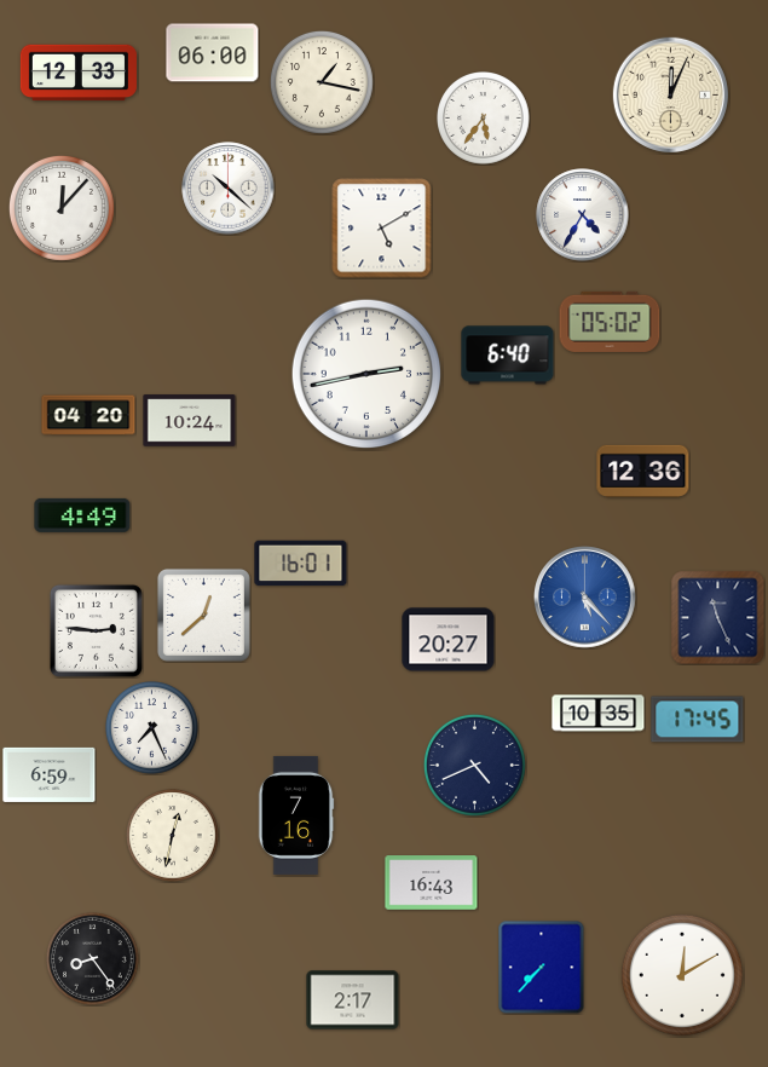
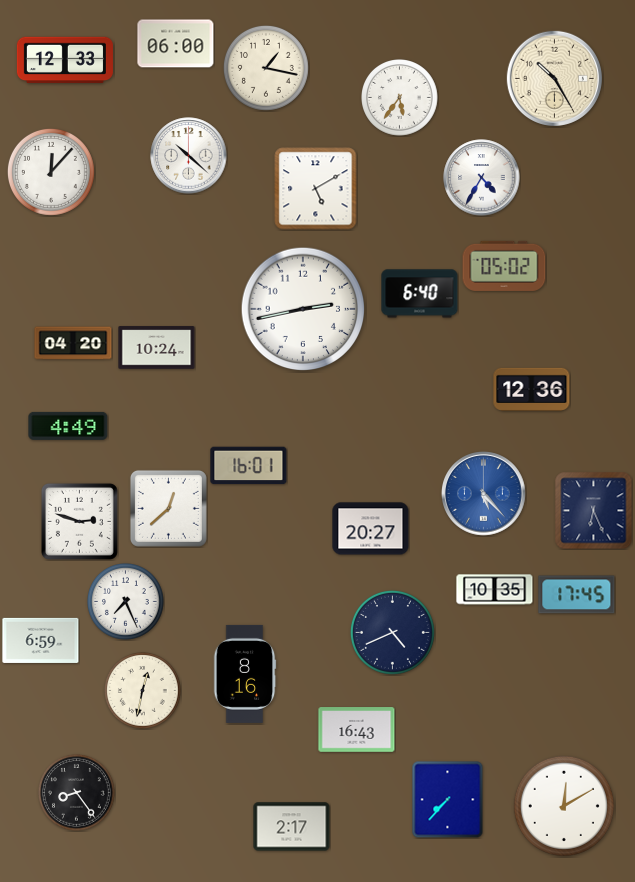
clock at (670, 94): 12:04 -> 10:25
clock at (718, 618): 11:26 -> 6:26
clock at (96, 630): 2:46 -> 2:48
clock at (296, 815): 7:16 -> 8:16
